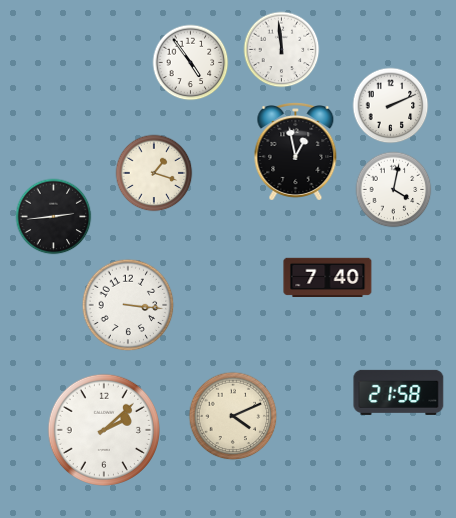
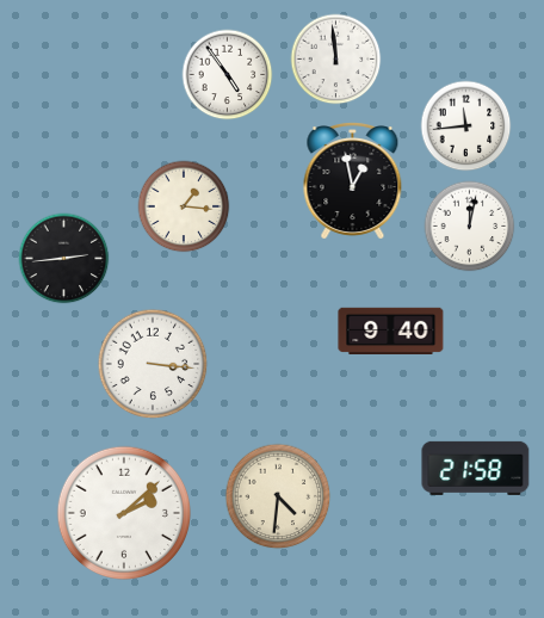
clock at (391, 106): 2:11 -> 11:44
clock at (154, 173): 1:18 -> 1:16
clock at (394, 190): 4:02 -> 12:02
clock at (328, 277): 7:40 -> 9:40
clock at (233, 416): 4:11 -> 4:31
